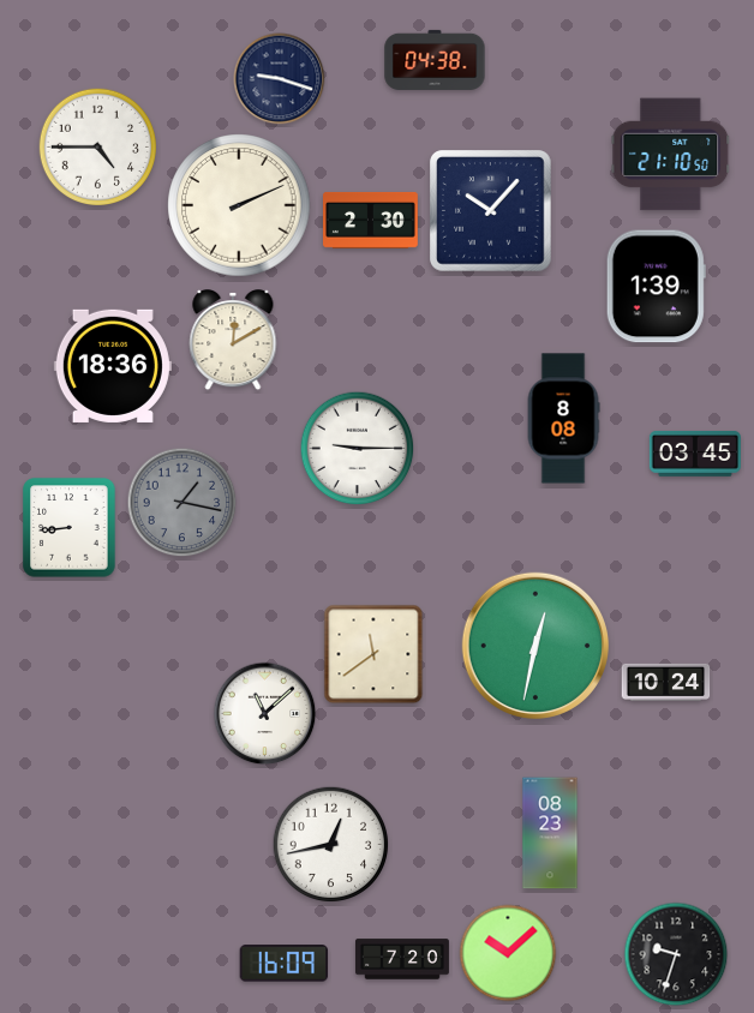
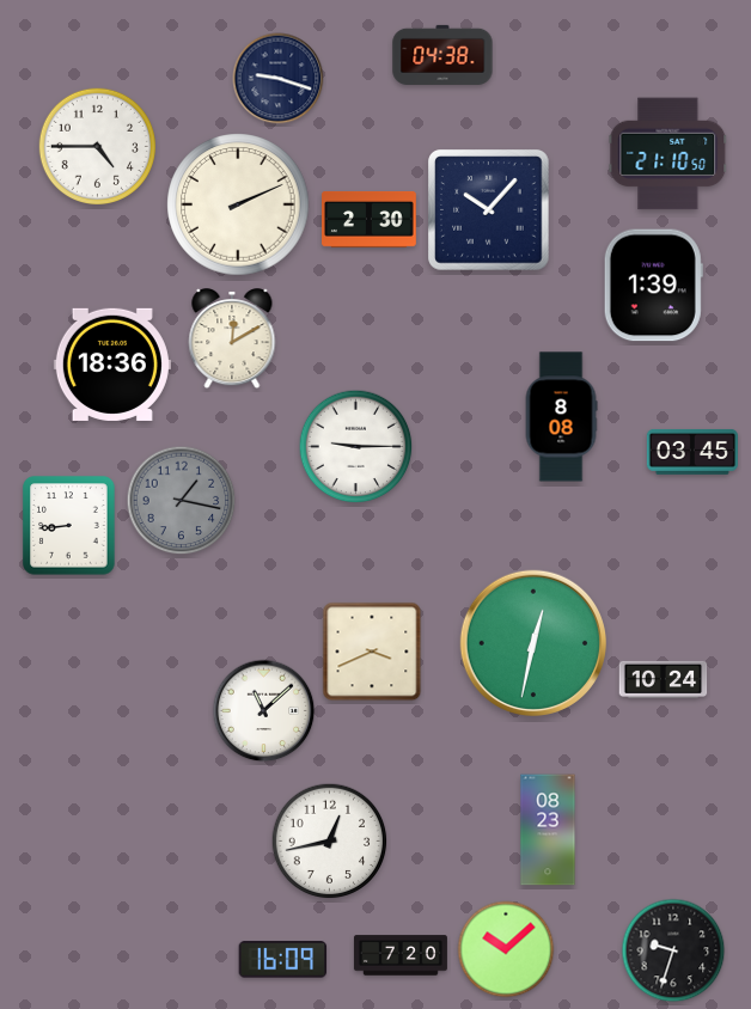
clock at (435, 60) position: (435, 60) -> (442, 55)
clock at (373, 654): 11:39 -> 3:41
